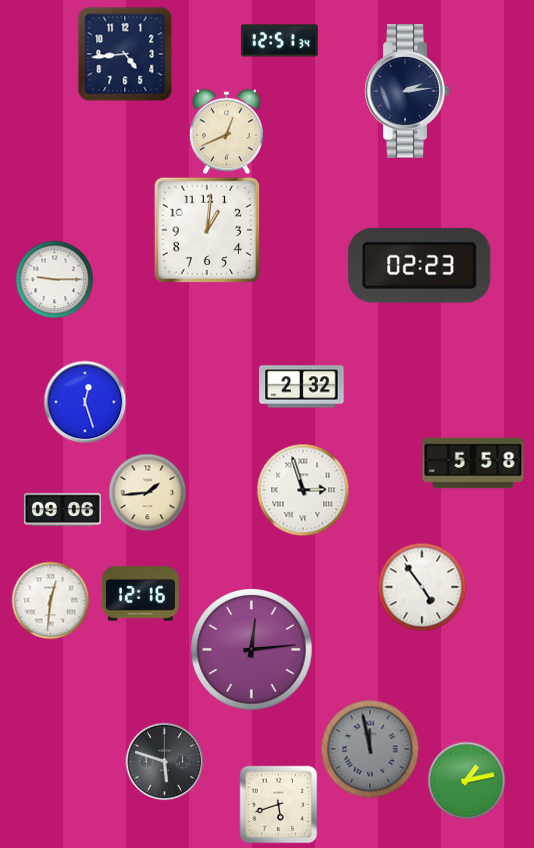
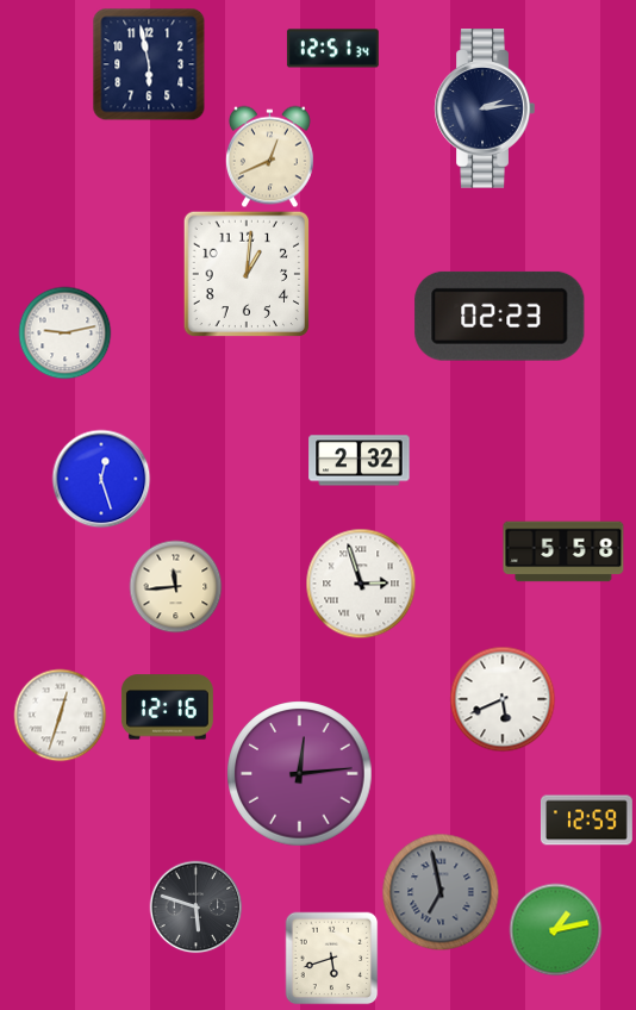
clock at (125, 54): 4:44 -> 5:58
clock at (54, 279): 9:15 -> 9:13
clock at (147, 492): 1:44 -> 11:44
clock at (62, 509): 09:06 -> none
clock at (422, 587): 4:54 -> 5:41
clock at (50, 600): 12:31 -> 12:33
clock at (586, 821): none -> 12:59
clock at (370, 749): 11:58 -> 6:58
